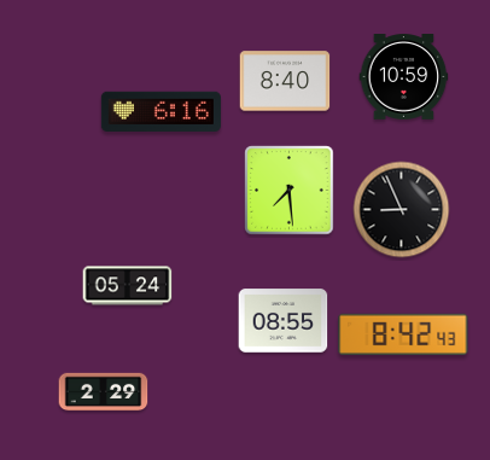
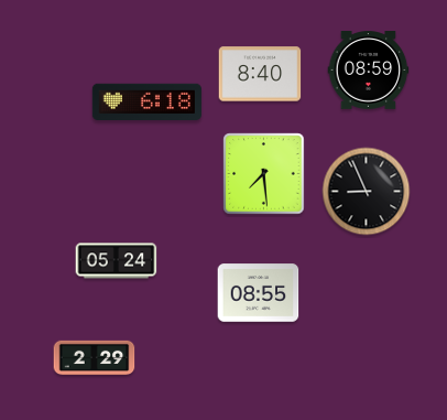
clock at (404, 77): 10:59 -> 08:59
clock at (161, 112): 6:16 -> 6:18
clock at (403, 334): 8:42 -> none
